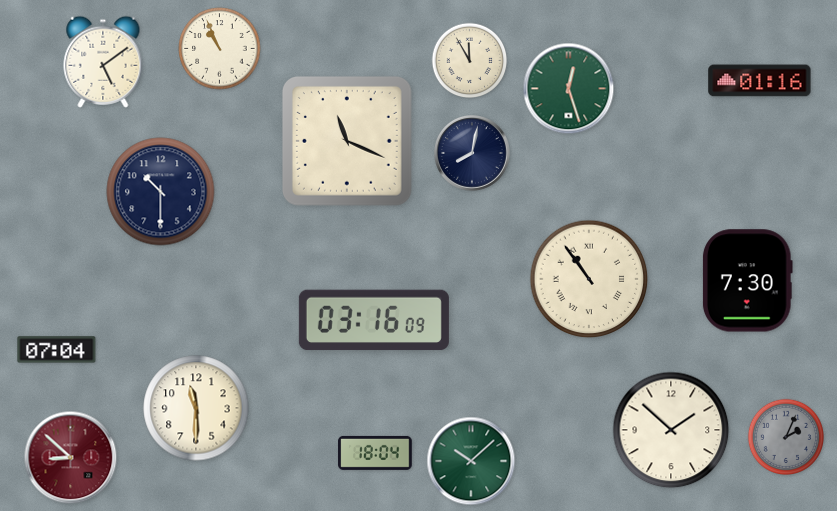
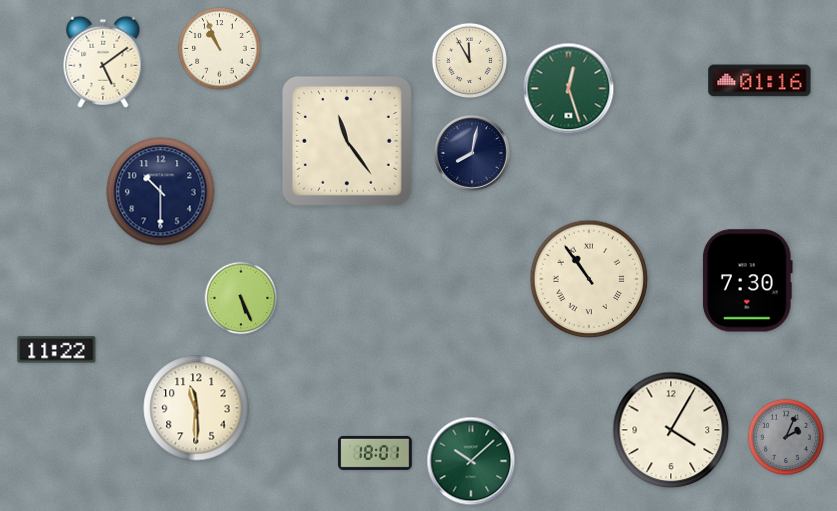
clock at (347, 141): 11:19 -> 11:24
clock at (241, 298): none -> 5:26
clock at (374, 320): 03:16 -> none
clock at (57, 350): 07:04 -> 11:22
clock at (671, 430): 1:52 -> 4:05
clock at (375, 453): 18:04 -> 18:01
clock at (71, 458): 8:52 -> none
